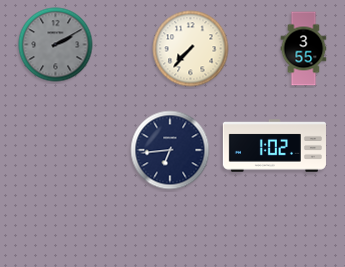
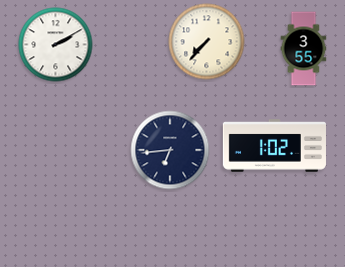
clock at (56, 45) dial: grey -> white
clock at (191, 49) position: (191, 49) -> (207, 42)
